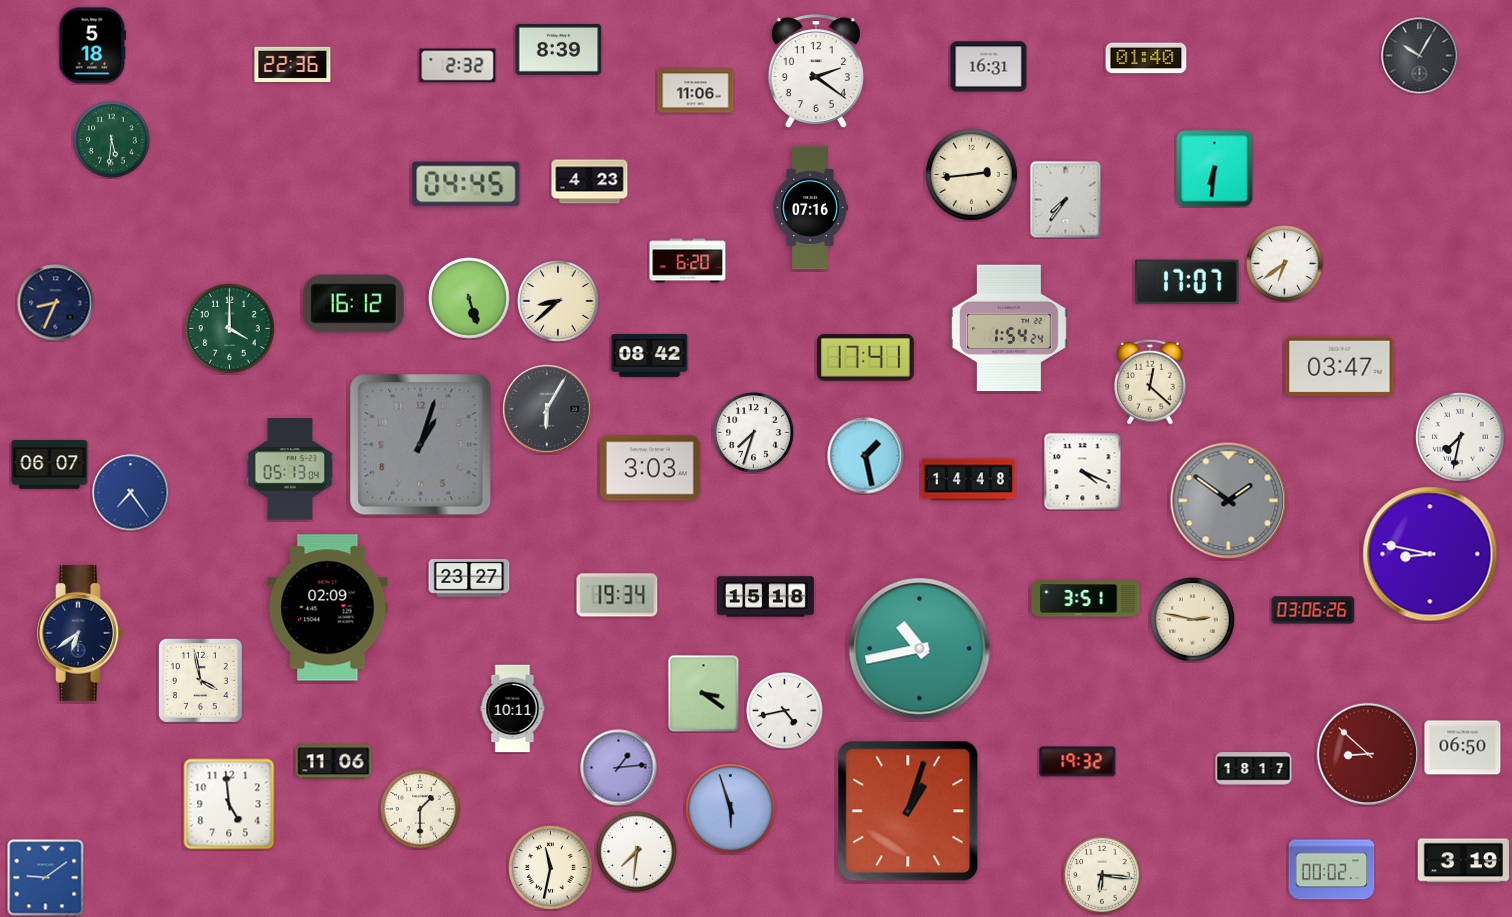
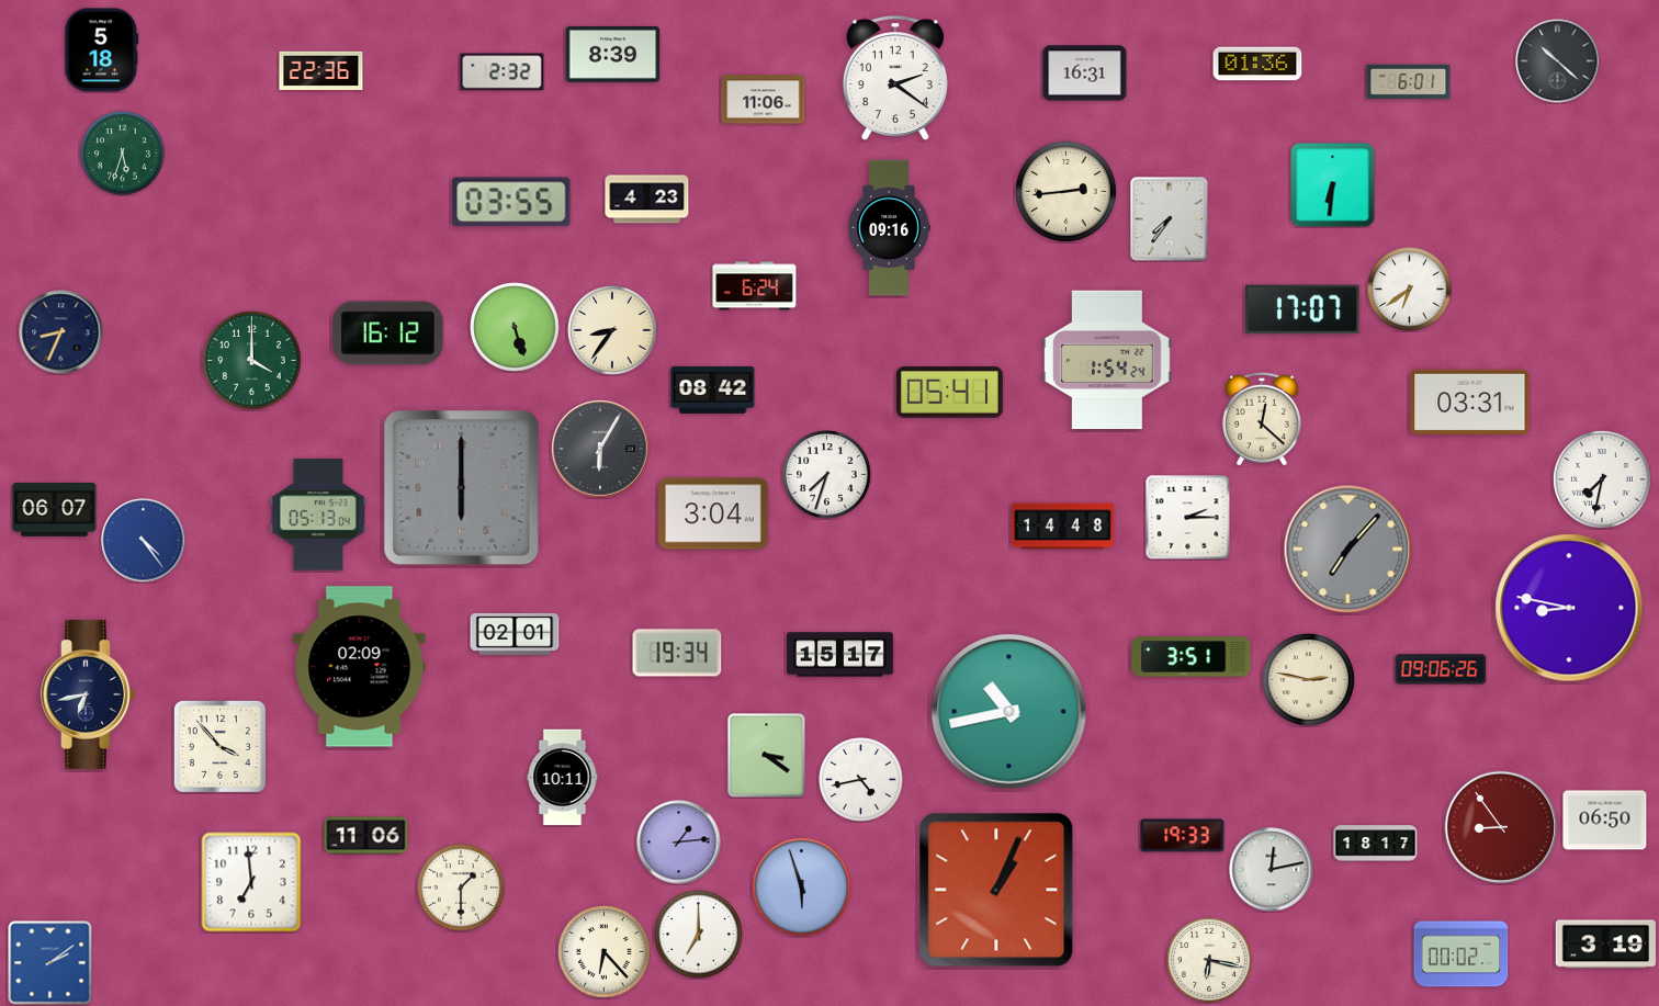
clock at (1420, 56): 10:05 -> 10:22
clock at (1146, 58): 01:40 -> 01:36
clock at (1409, 81): none -> 6:01
clock at (112, 140): 5:31 -> 5:33
clock at (466, 184): 04:45 -> 03:55
clock at (810, 208): 07:16 -> 09:16
clock at (688, 261): 6:20 -> 6:24
clock at (558, 301): 8:38 -> 8:36
clock at (865, 358): 17:41 -> 05:41
clock at (1340, 366): 03:47 -> 03:31
clock at (421, 445): 1:03 -> 6:00
clock at (866, 456): 1:28 -> none
clock at (650, 468): 3:03 -> 3:04
clock at (1083, 472): 4:19 -> 2:15
clock at (131, 493): 7:24 -> 4:24
clock at (1229, 501): 1:51 -> 7:07
clock at (469, 578): 23:27 -> 02:01
clock at (765, 597): 15:18 -> 15:17
clock at (1313, 610): 03:06 -> 09:06
clock at (80, 633): 6:39 -> 6:43
clock at (200, 680): 3:58 -> 3:53
clock at (704, 694) position: (704, 694) -> (767, 756)
clock at (1367, 753): 8:52 -> 8:54
clock at (1078, 762): 19:32 -> 19:33
clock at (1272, 870): none -> 12:13
clock at (229, 804): 4:59 -> 6:59
clock at (908, 811): 1:03 -> 1:04
clock at (637, 852): 7:31 -> 7:00
clock at (551, 868): 11:32 -> 6:23
clock at (1102, 875): 6:16 -> 6:17
clock at (46, 878): 9:09 -> 2:09
